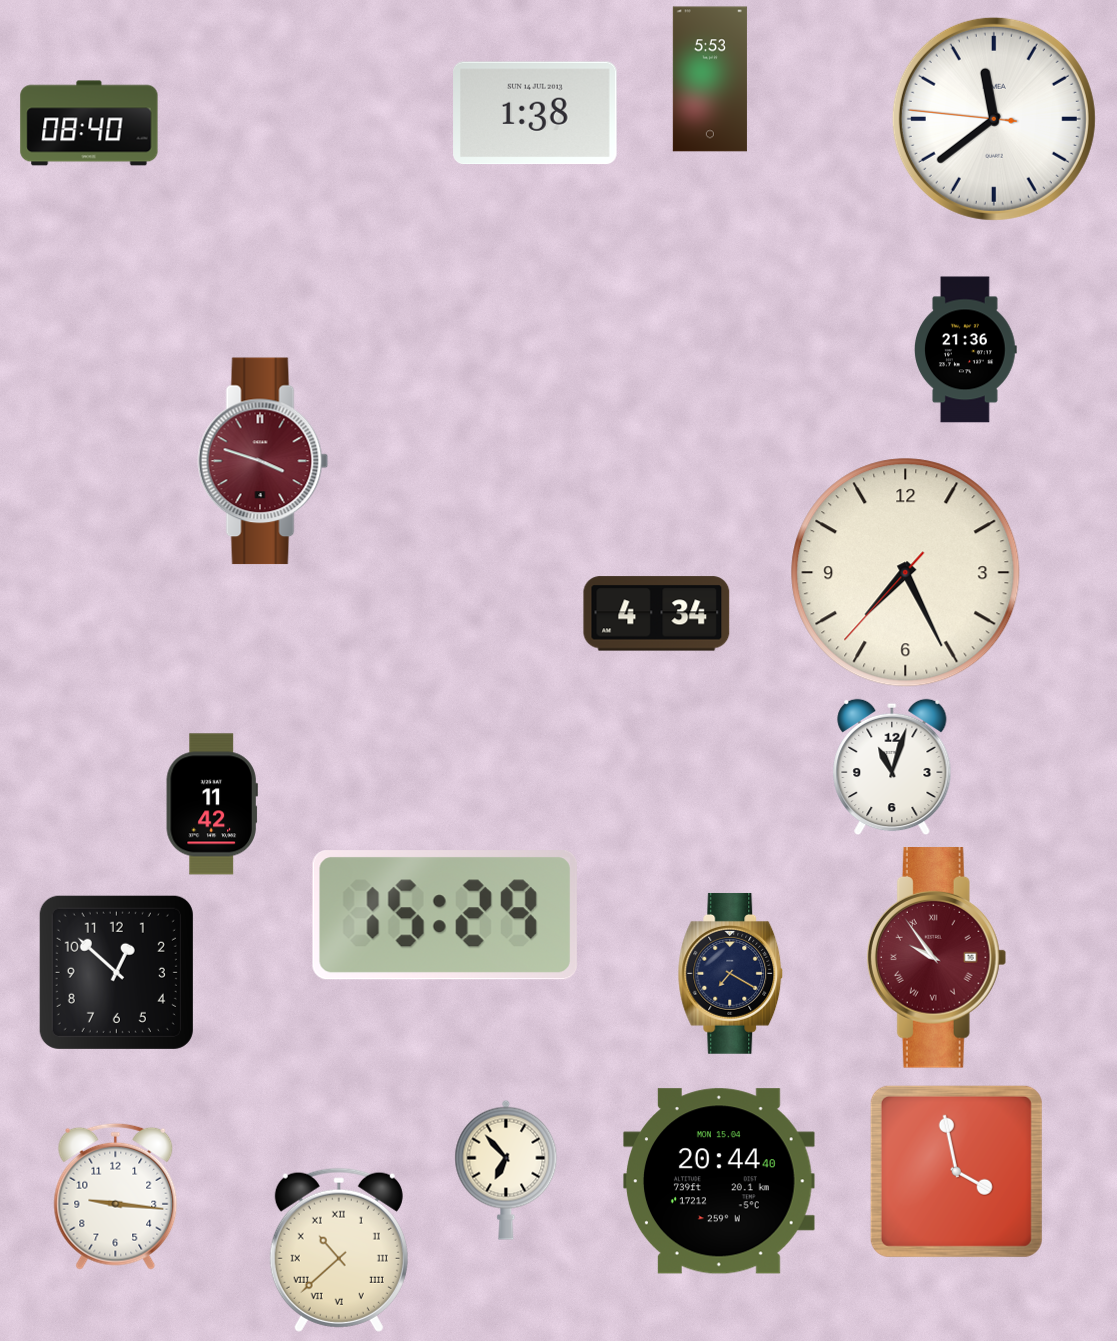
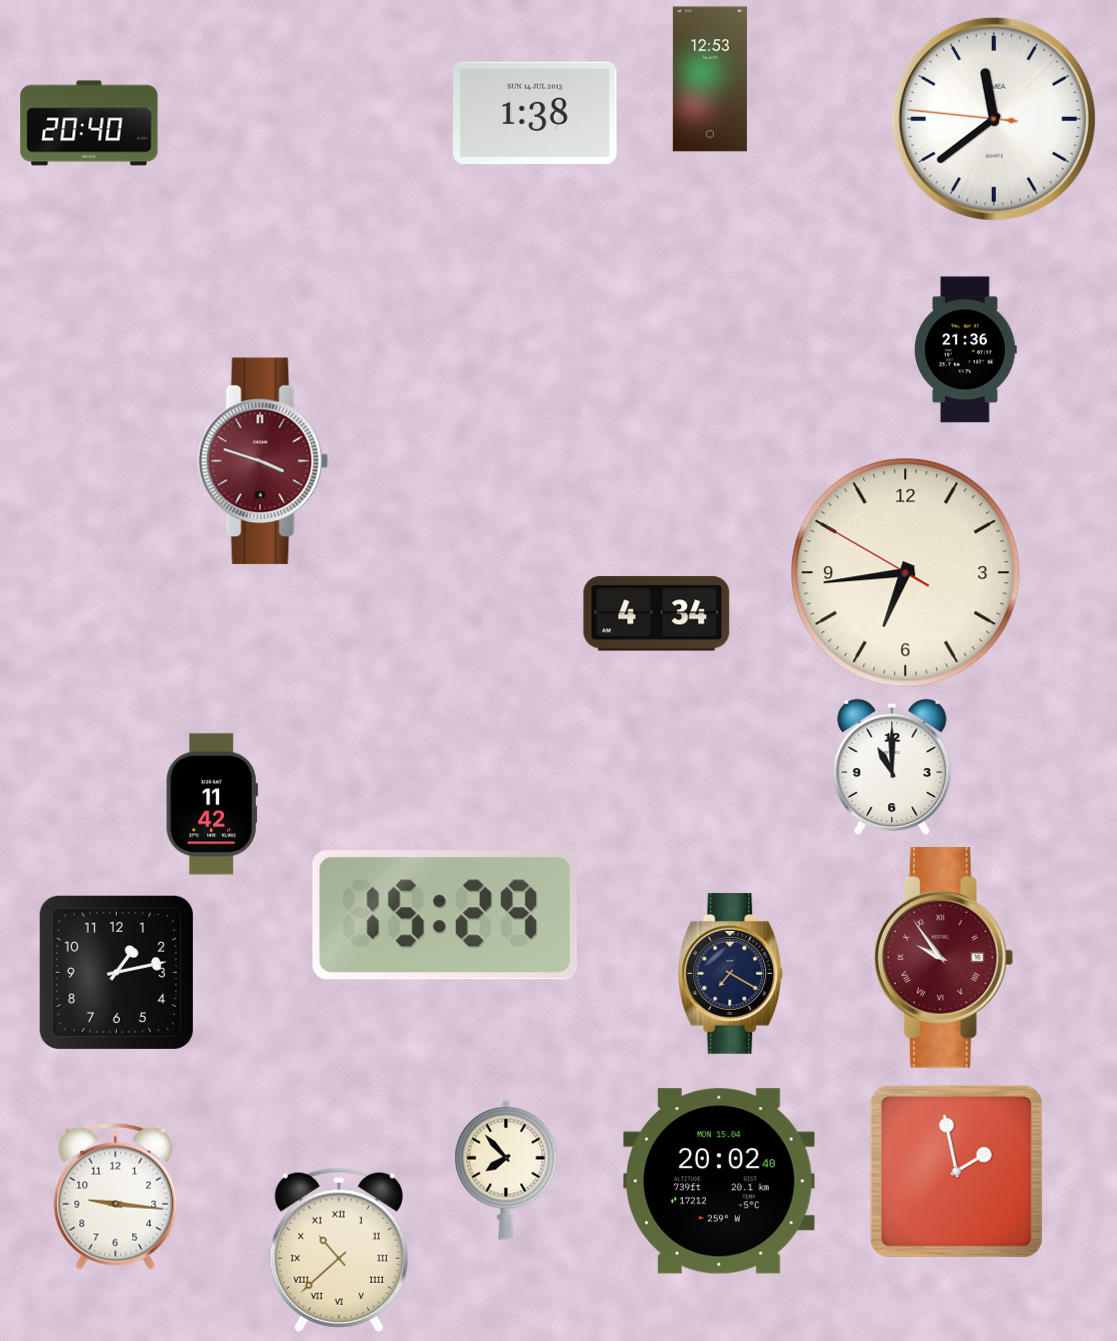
clock at (710, 79): 5:53 -> 12:53
clock at (89, 123): 08:40 -> 20:40
clock at (906, 573): 7:25 -> 6:43
clock at (892, 767): 11:03 -> 11:00
clock at (937, 958) position: (937, 958) -> (944, 958)
clock at (116, 972): 12:52 -> 1:13
clock at (506, 1170): 6:53 -> 7:53
clock at (956, 1171): 3:58 -> 1:58
clock at (719, 1181): 20:44 -> 20:02
